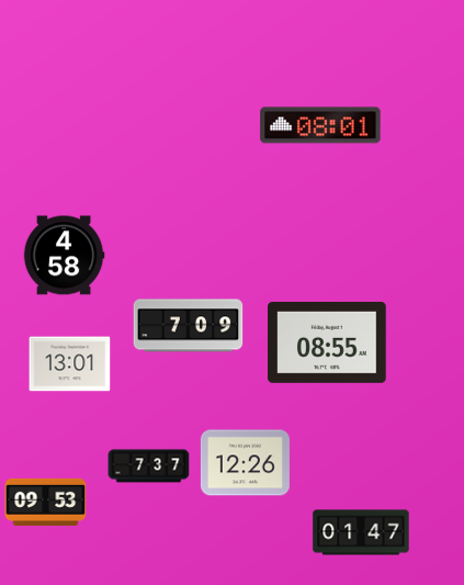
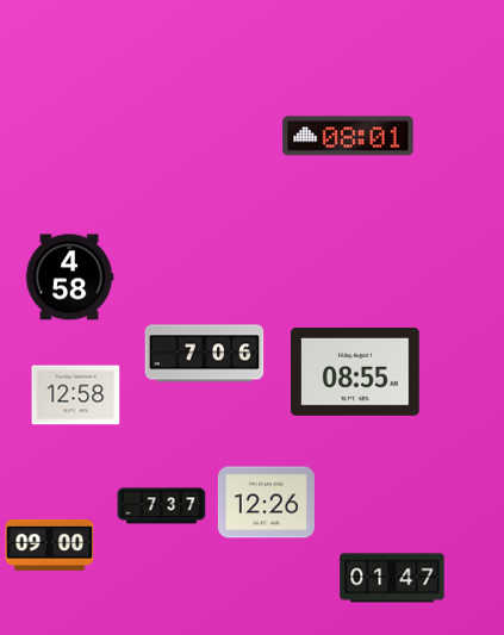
clock at (189, 326): 7:09 -> 7:06
clock at (70, 364): 13:01 -> 12:58
clock at (46, 502): 09:53 -> 09:00
